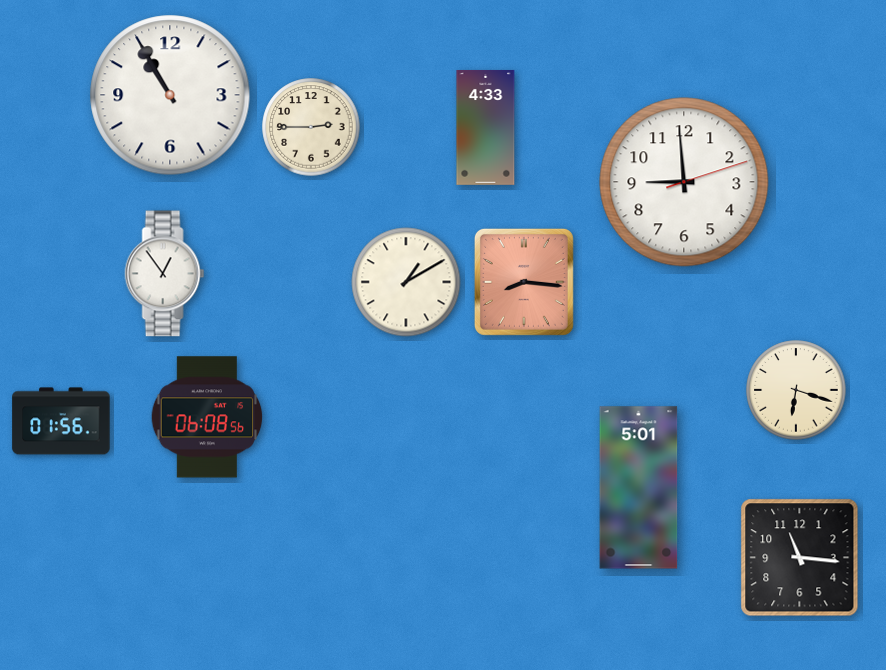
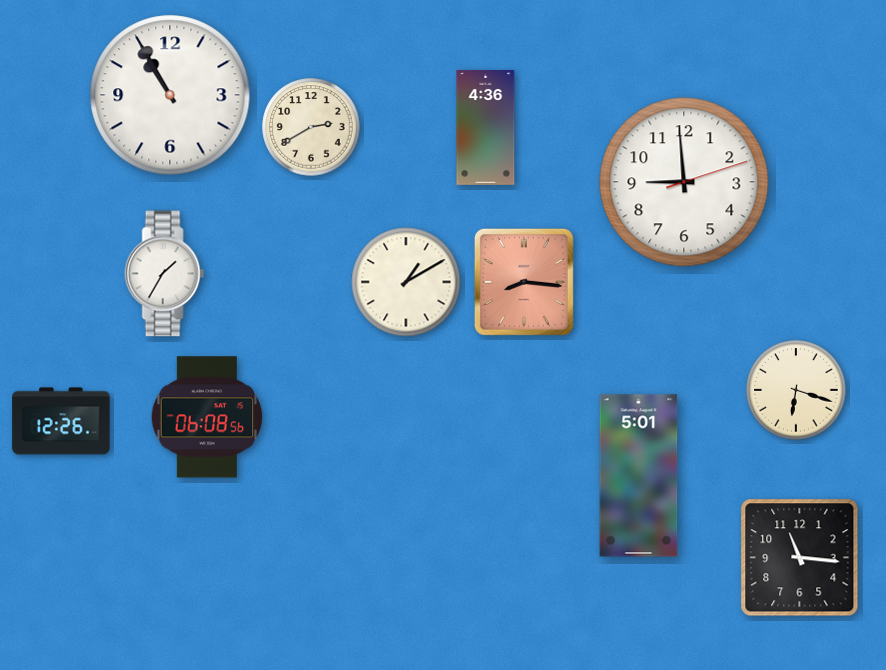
clock at (311, 127): 2:45 -> 2:40
clock at (486, 128): 4:33 -> 4:36
clock at (165, 274): 12:54 -> 1:35
clock at (61, 421): 01:56 -> 12:26
clock at (639, 488) position: (639, 488) -> (639, 476)
